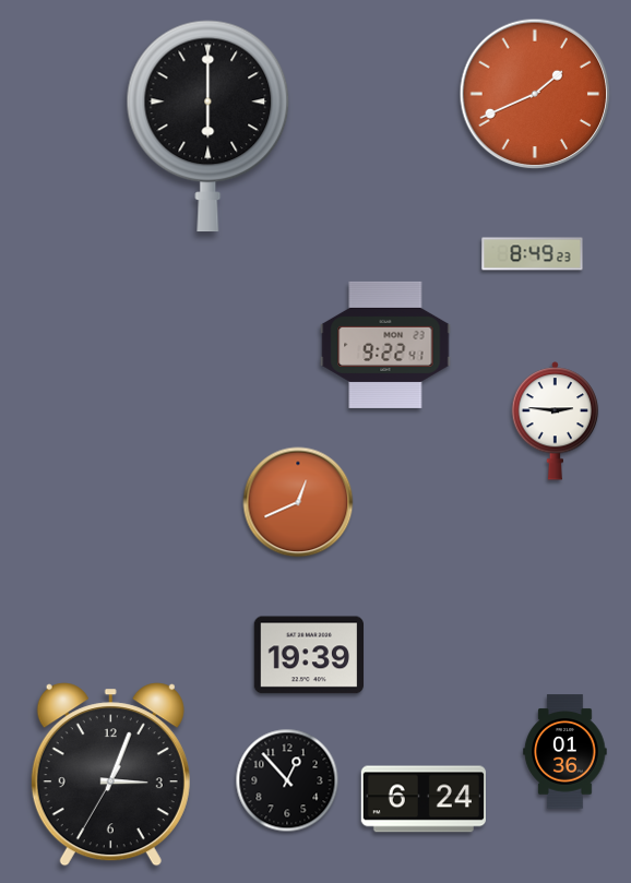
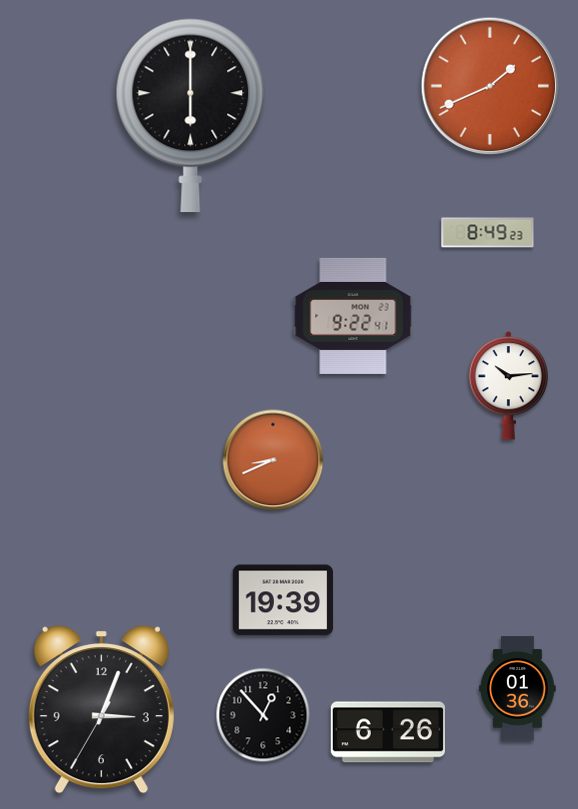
clock at (556, 421): 2:46 -> 10:14
clock at (298, 502): 12:41 -> 8:41
clock at (424, 799): 6:24 -> 6:26
